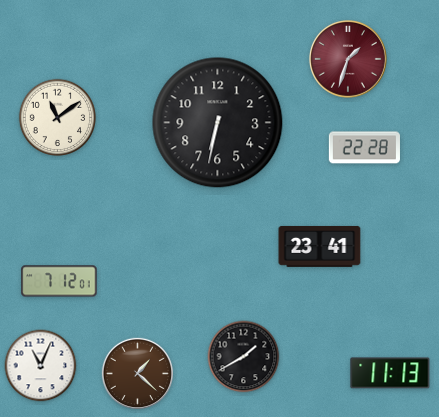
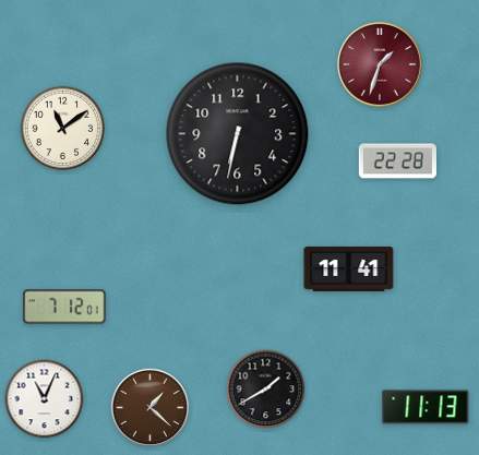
clock at (320, 246): 23:41 -> 11:41
